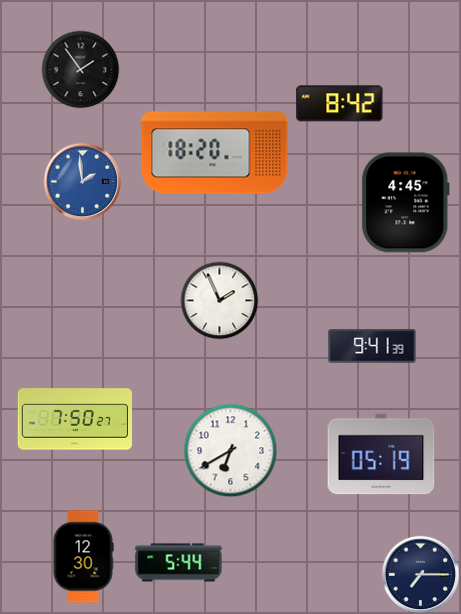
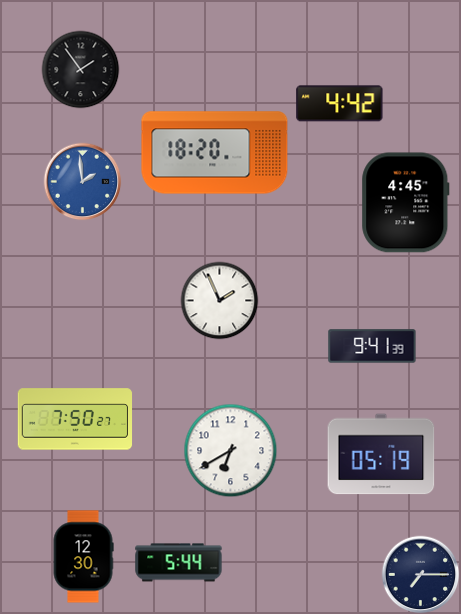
clock at (340, 104): 8:42 -> 4:42
